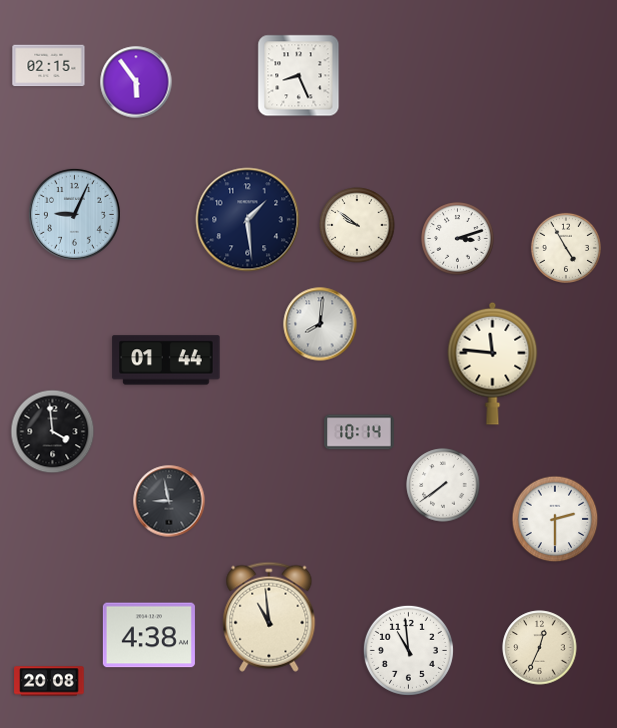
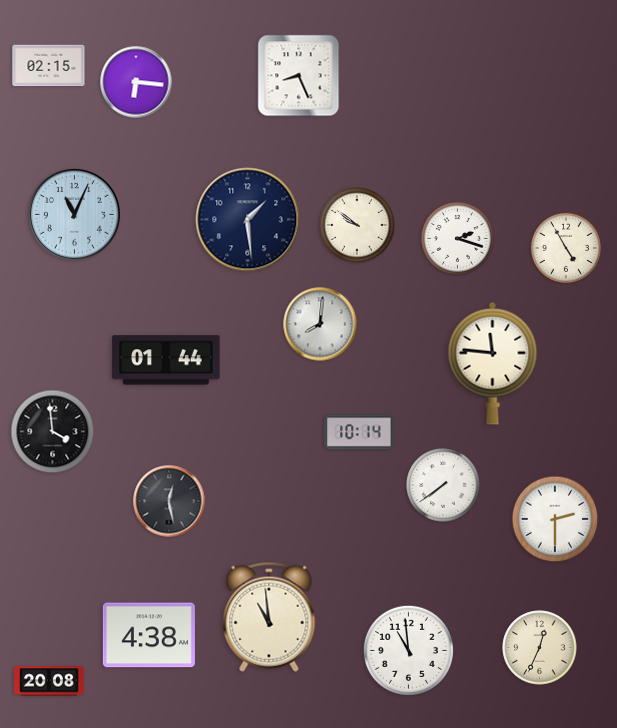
clock at (136, 82): 5:54 -> 6:16
clock at (74, 214): 9:04 -> 11:04
clock at (458, 239): 3:12 -> 2:18
clock at (169, 501): 8:58 -> 12:28
